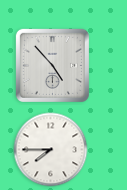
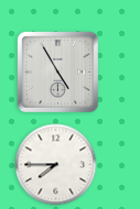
clock at (52, 65): 4:53 -> 4:55
